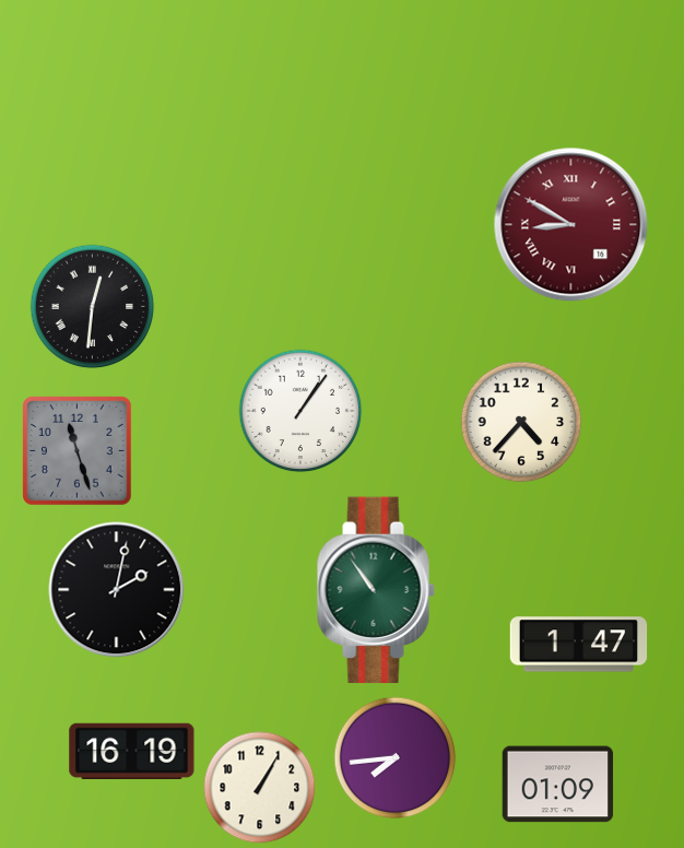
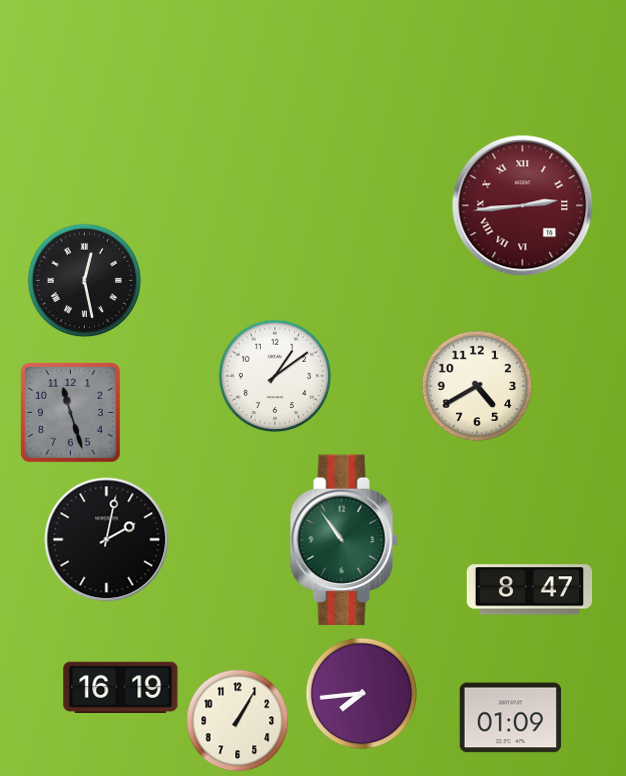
clock at (571, 225): 8:50 -> 2:44
clock at (93, 307): 12:31 -> 12:28
clock at (300, 411): 1:06 -> 1:09
clock at (521, 422): 4:37 -> 4:40
clock at (579, 645): 1:47 -> 8:47
